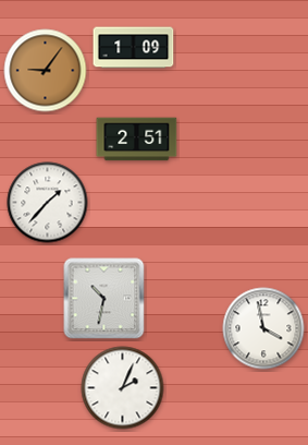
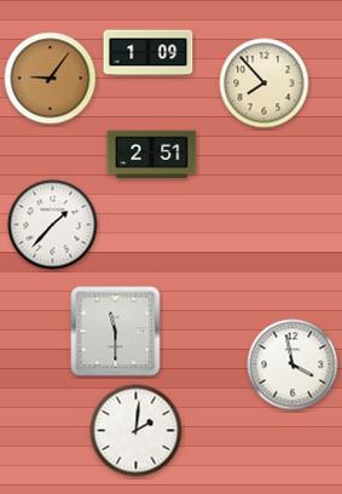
clock at (265, 84): none -> 7:53
clock at (104, 299): 10:32 -> 11:30
clock at (123, 388): 2:04 -> 2:01
